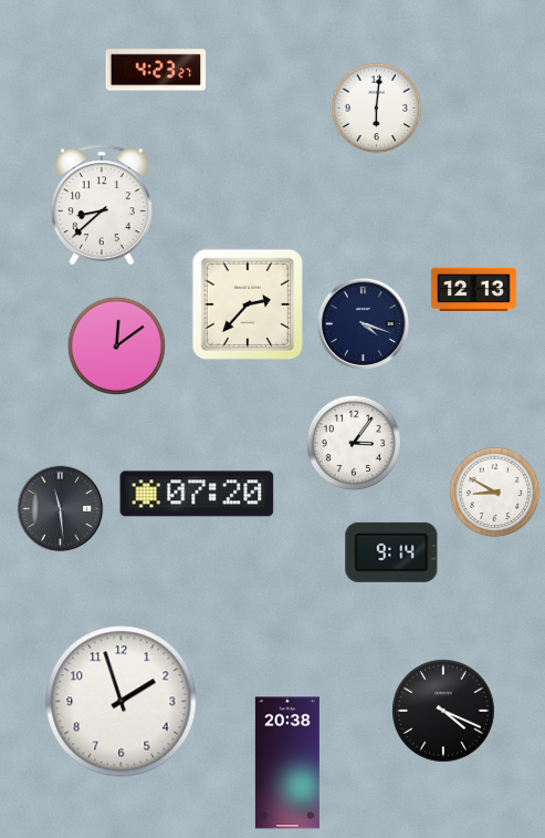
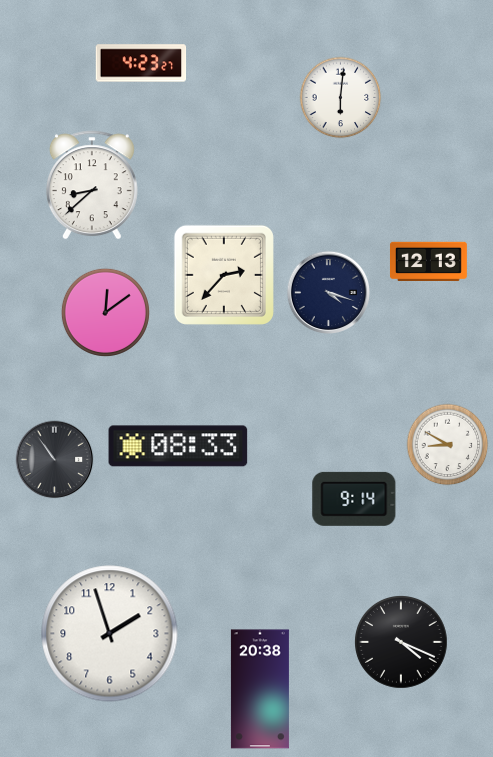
clock at (354, 443): 3:06 -> none
clock at (197, 494): 07:20 -> 08:33
clock at (61, 509): 11:29 -> 10:54
